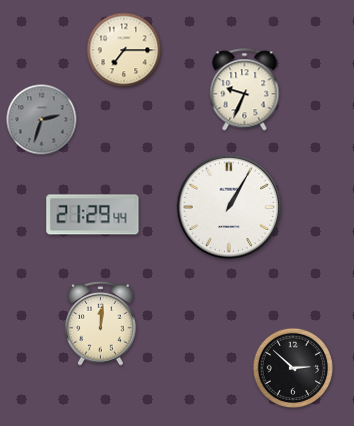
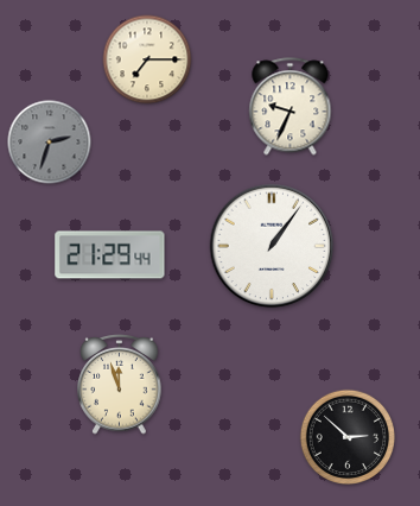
clock at (229, 207): 1:05 -> 1:06
clock at (101, 324): 12:01 -> 11:57
